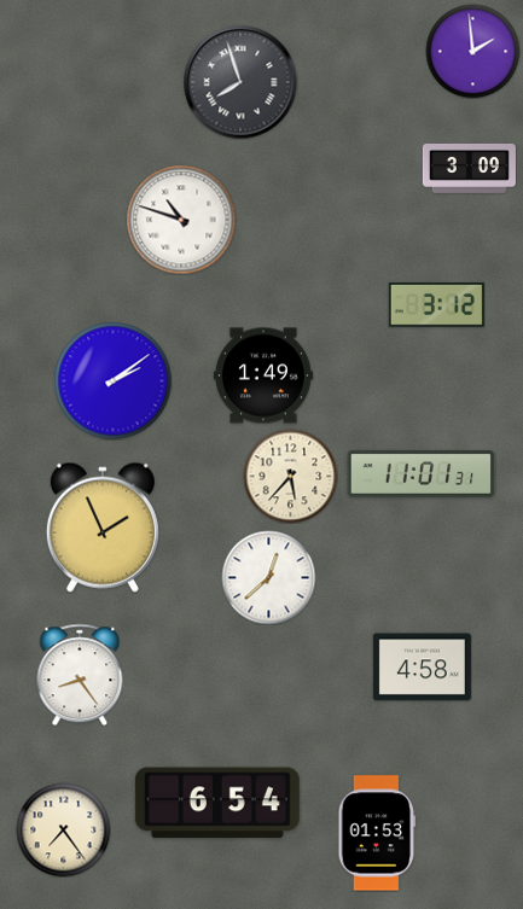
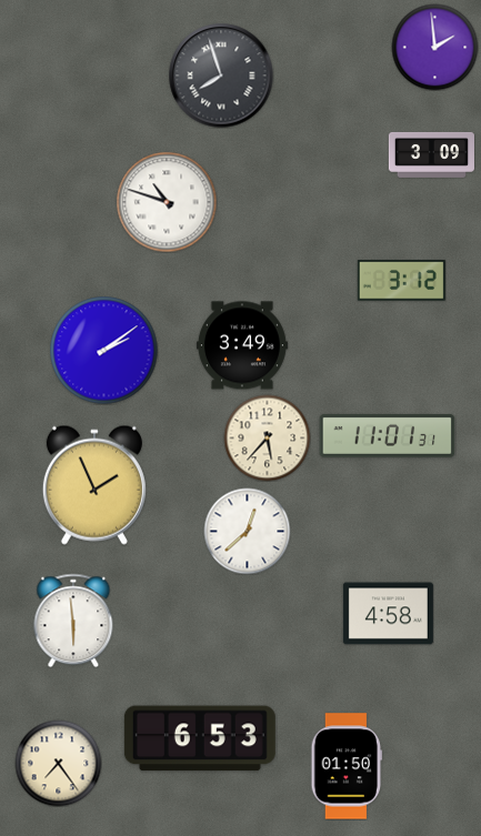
clock at (263, 375): 1:49 -> 3:49
clock at (80, 675): 8:24 -> 5:59
clock at (217, 803): 6:54 -> 6:53
clock at (377, 833): 01:53 -> 01:50
